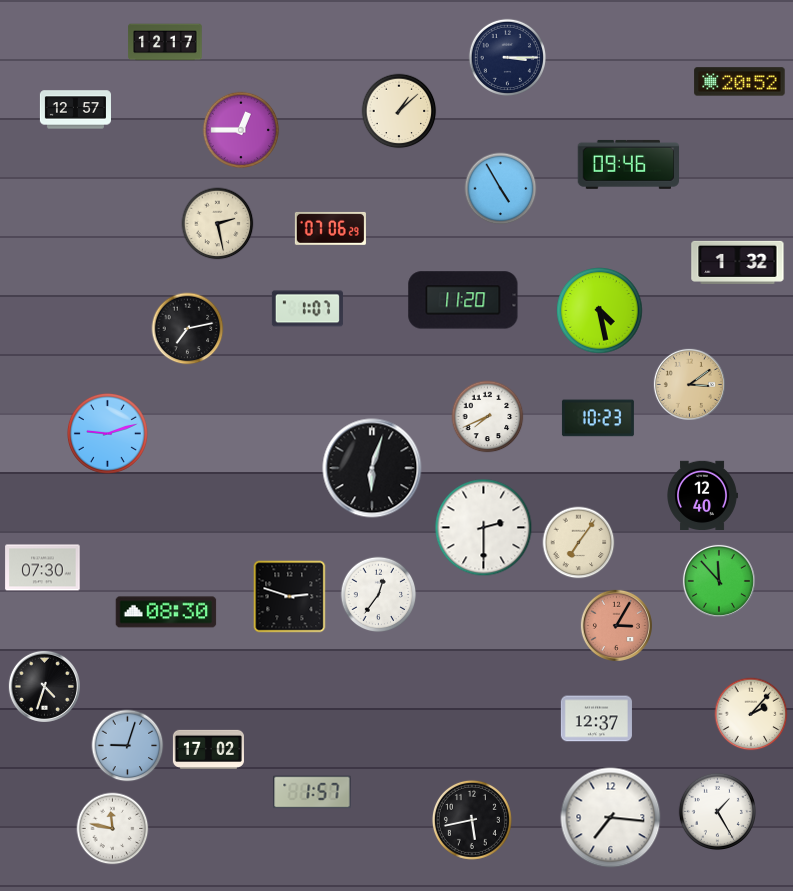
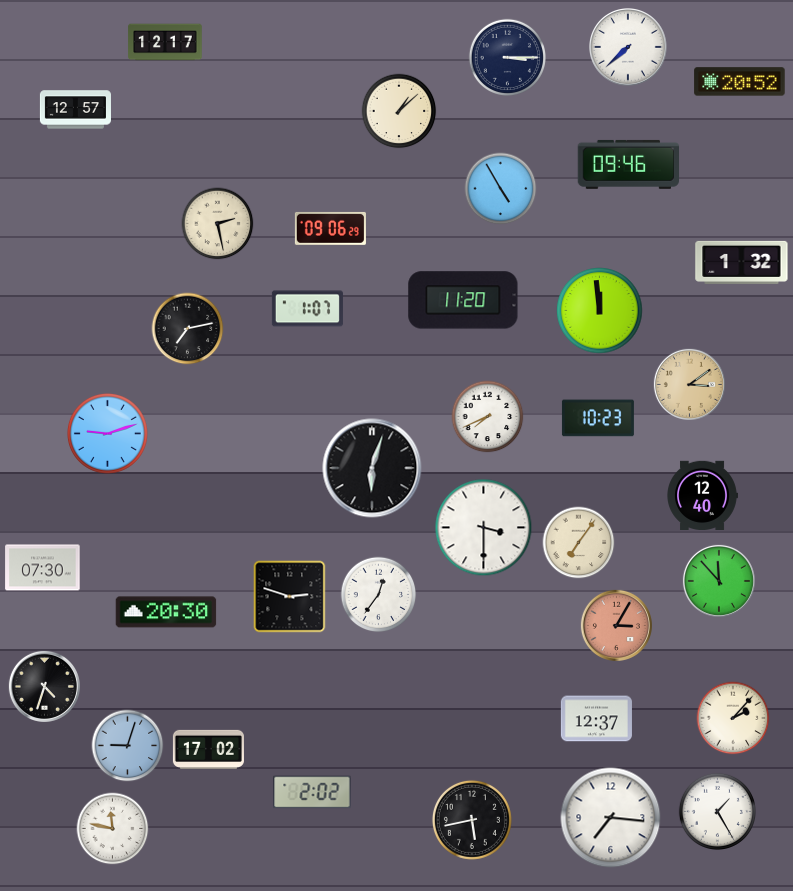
clock at (629, 48): none -> 7:38
clock at (241, 130): 12:45 -> none
clock at (330, 228): 07:06 -> 09:06
clock at (738, 262) position: (738, 262) -> (742, 262)
clock at (600, 311): 4:28 -> 11:59
clock at (484, 528): 2:30 -> 3:30
clock at (166, 612): 08:30 -> 20:30
clock at (751, 714) position: (751, 714) -> (733, 718)
clock at (312, 792): 1:57 -> 2:02
